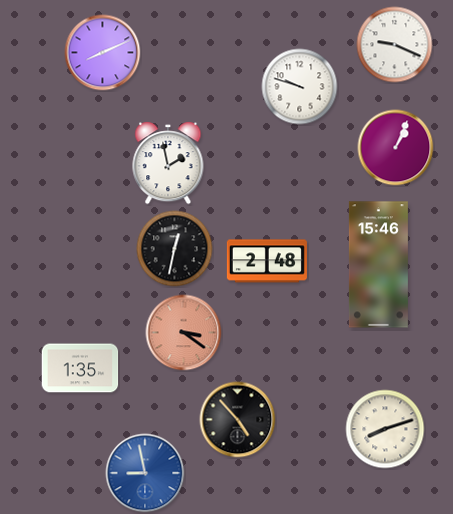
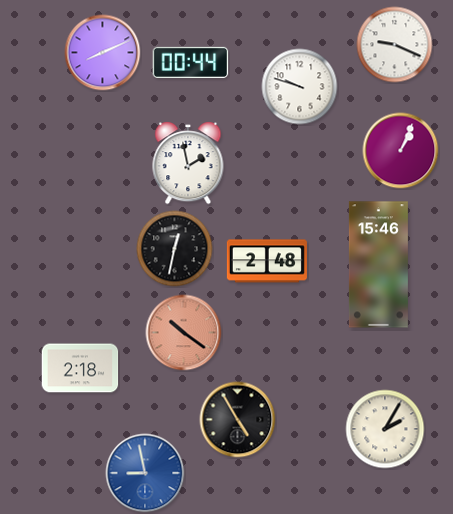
clock at (191, 62): none -> 00:44
clock at (396, 148) position: (396, 148) -> (401, 151)
clock at (168, 163) position: (168, 163) -> (188, 163)
clock at (184, 333): 3:21 -> 10:21
clock at (80, 368): 1:35 -> 2:18
clock at (238, 420): 4:53 -> 4:55
clock at (385, 429): 8:12 -> 2:05
